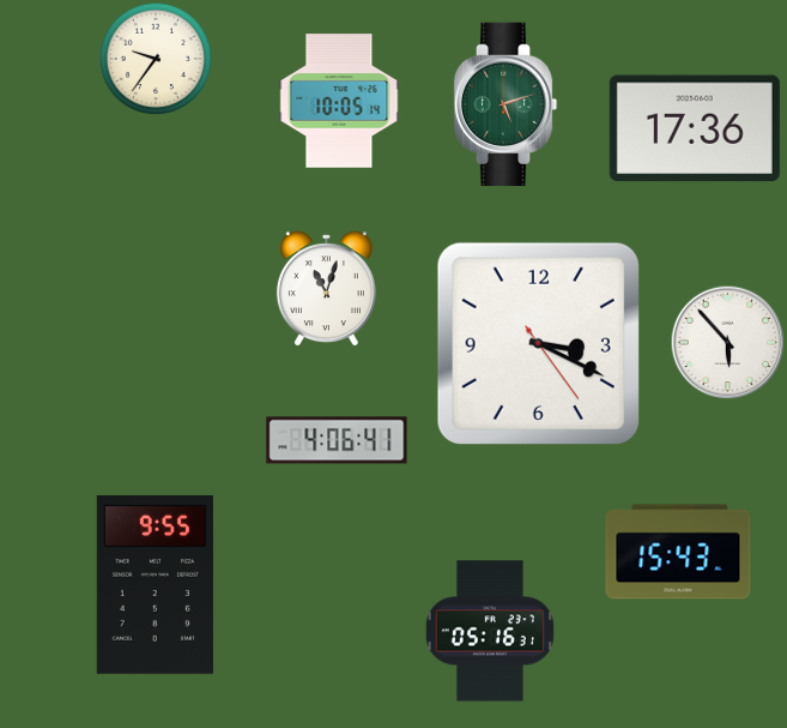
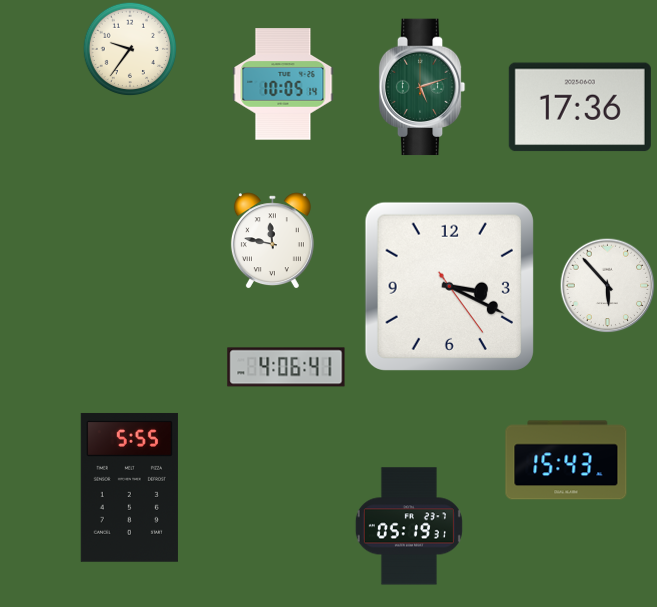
clock at (326, 289): 11:03 -> 11:47
clock at (337, 440) position: (337, 440) -> (286, 367)
clock at (155, 584): 9:55 -> 5:55
clock at (490, 631): 05:16 -> 05:19
